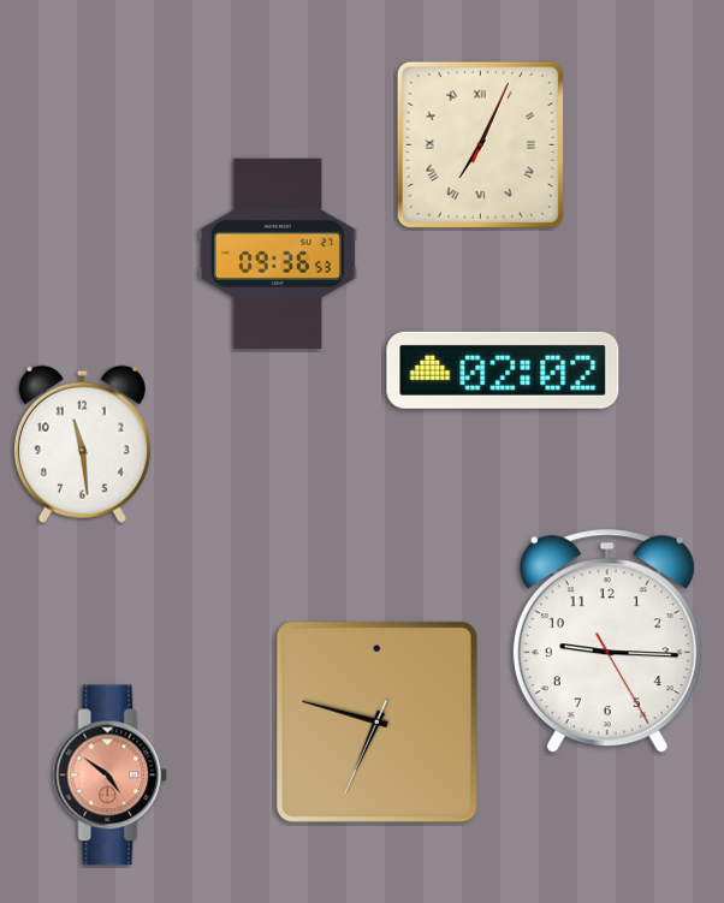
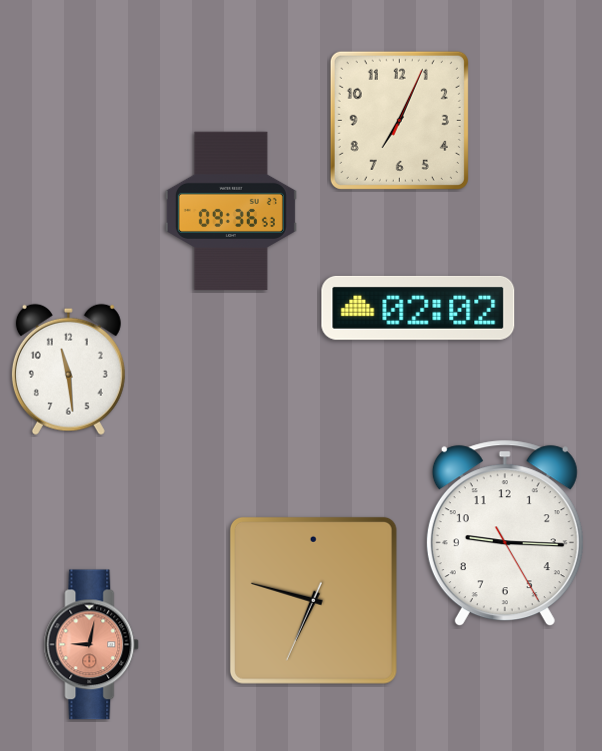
clock at (480, 144) numerals: Roman -> Arabic
clock at (111, 776): 4:51 -> 9:02
